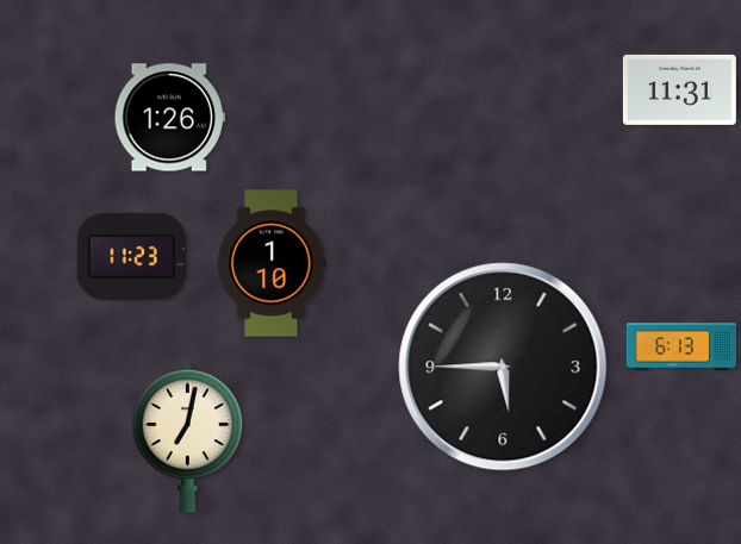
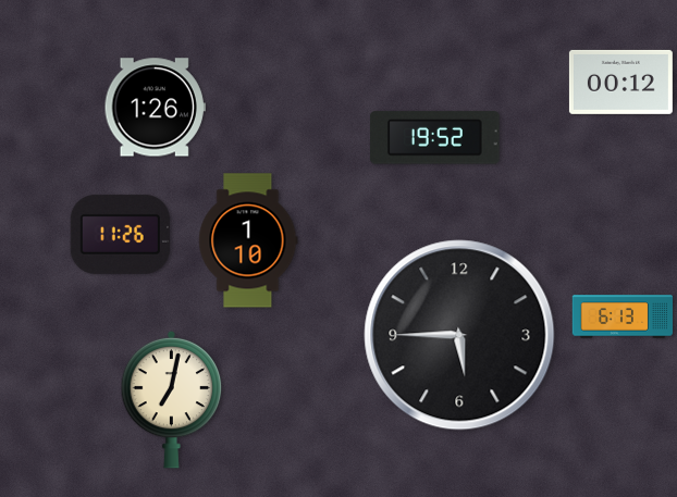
clock at (679, 89): 11:31 -> 00:12
clock at (435, 138): none -> 19:52
clock at (131, 256): 11:23 -> 11:26
